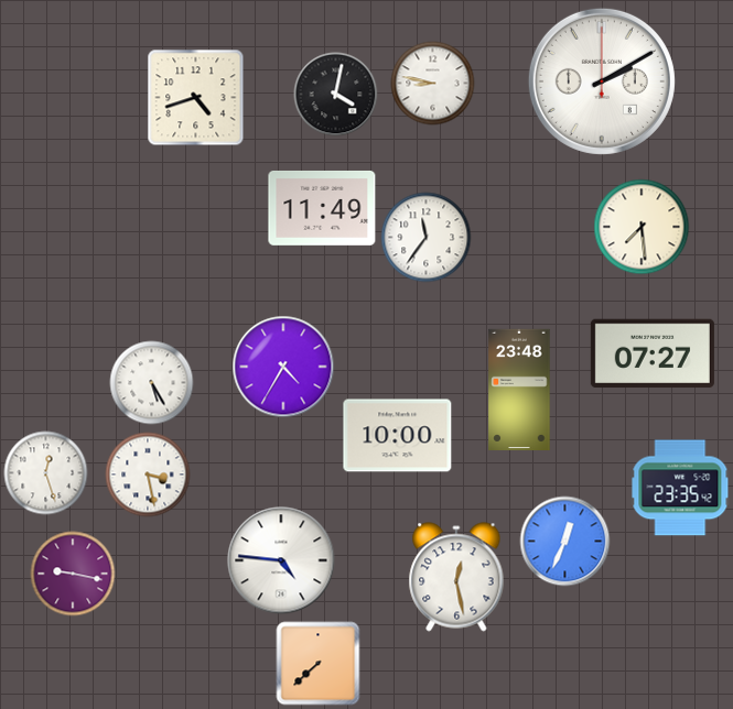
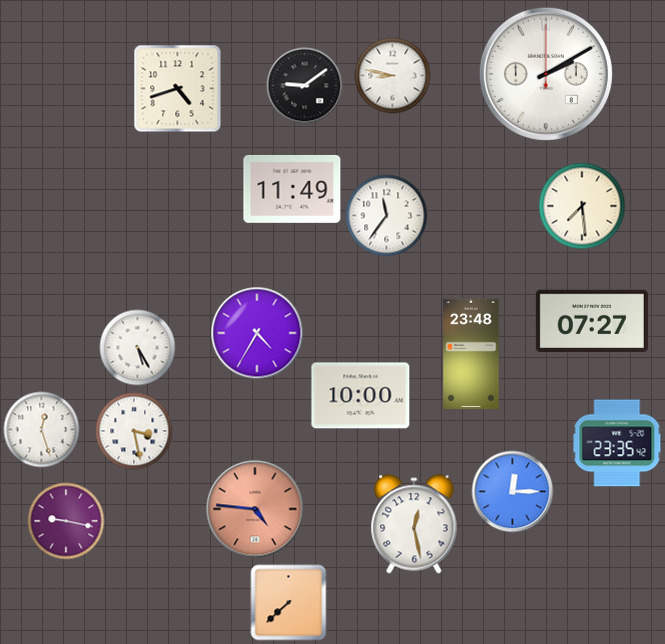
clock at (336, 95): 4:02 -> 9:09
clock at (565, 542): 12:34 -> 12:15
clock at (281, 560) dial: white -> salmon
